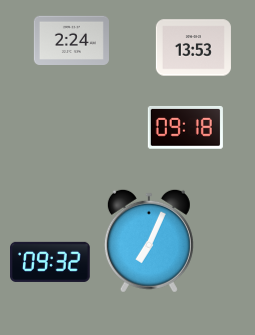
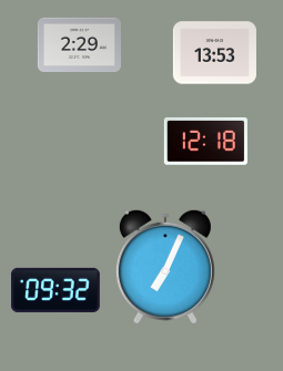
clock at (71, 41): 2:24 -> 2:29
clock at (185, 128): 09:18 -> 12:18
